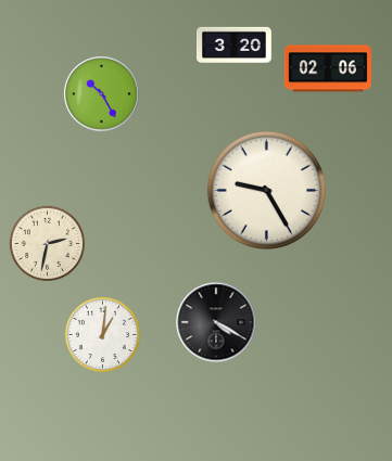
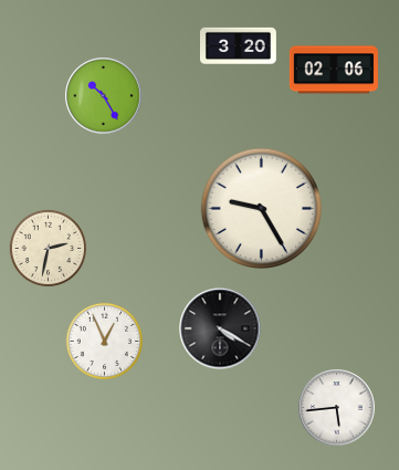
clock at (266, 190) position: (266, 190) -> (261, 208)
clock at (102, 334): 1:01 -> 12:56
clock at (337, 408): none -> 5:44
